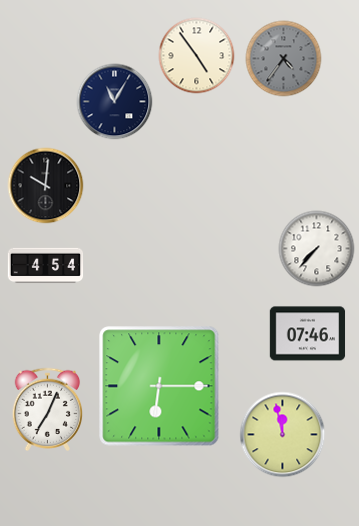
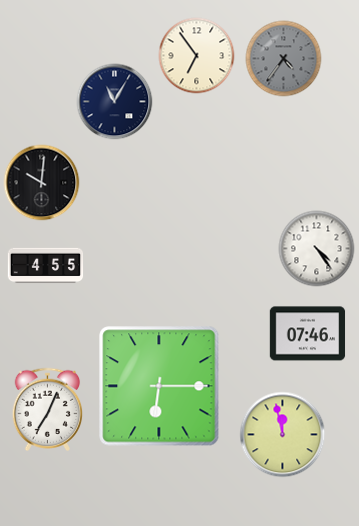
clock at (197, 56): 4:54 -> 6:54
clock at (46, 186) position: (46, 186) -> (42, 183)
clock at (317, 249): 7:37 -> 4:24
clock at (46, 266): 4:54 -> 4:55
